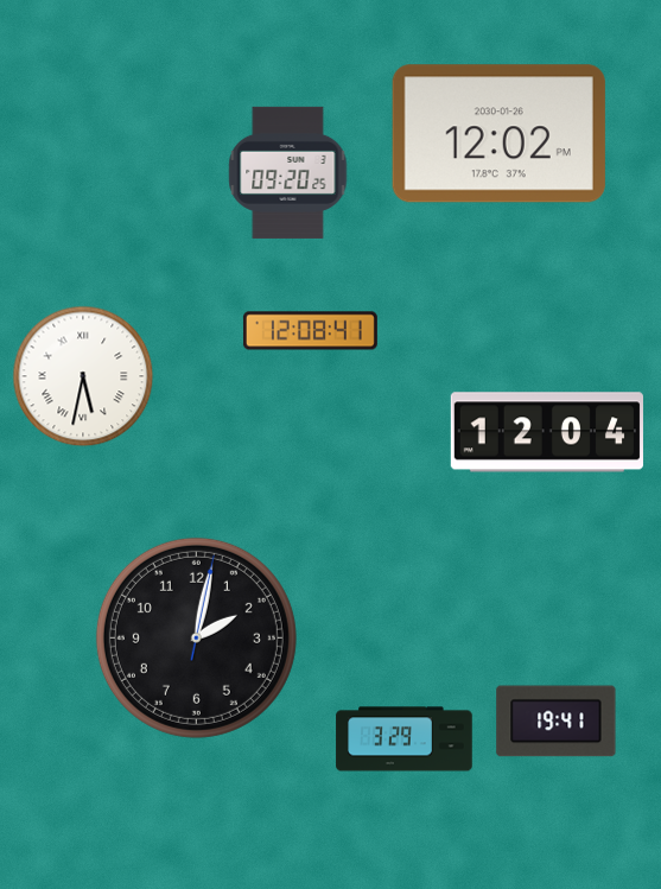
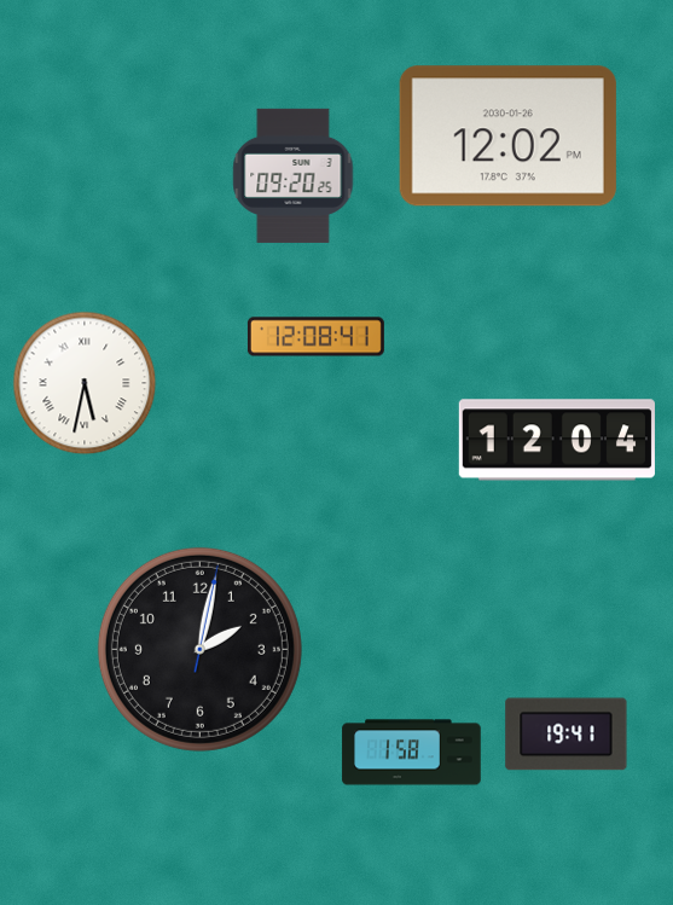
clock at (405, 739): 3:29 -> 1:58
